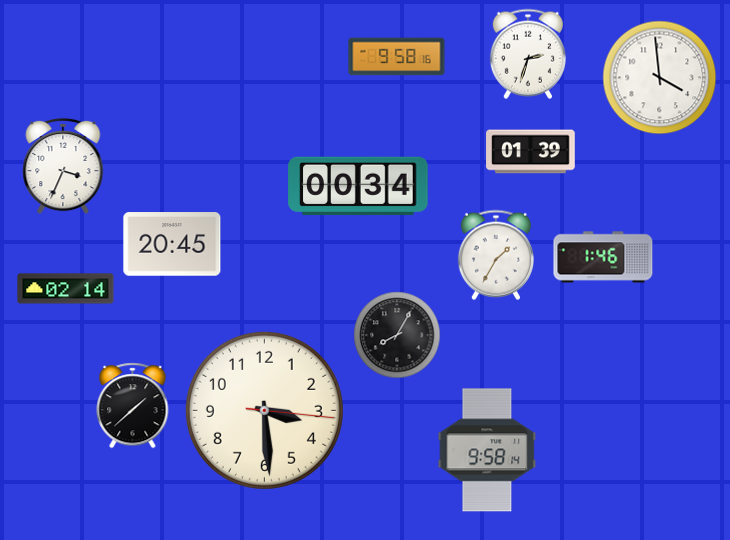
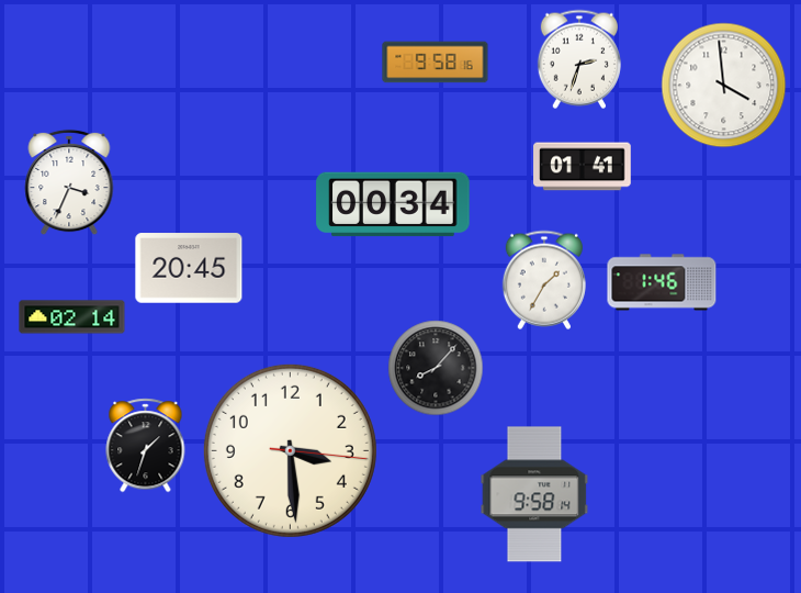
clock at (531, 152): 01:39 -> 01:41
clock at (397, 335): 8:05 -> 8:07
clock at (133, 406): 1:38 -> 1:33
